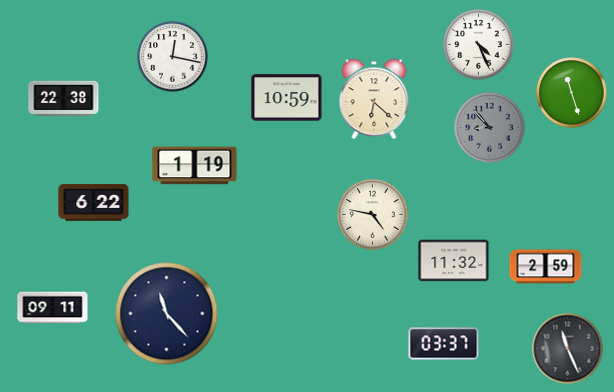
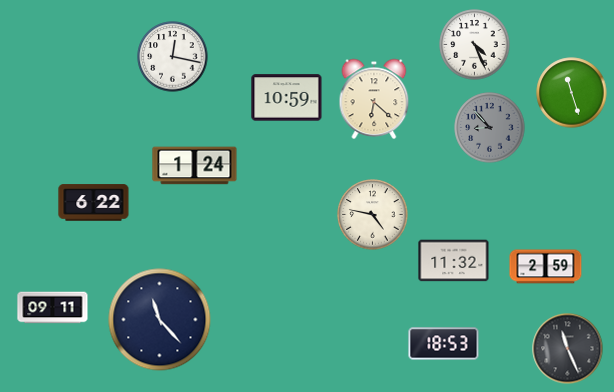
clock at (479, 45) position: (479, 45) -> (475, 45)
clock at (64, 99): 22:38 -> none
clock at (195, 166): 1:19 -> 1:24
clock at (167, 314) position: (167, 314) -> (160, 320)
clock at (444, 344): 03:37 -> 18:53
